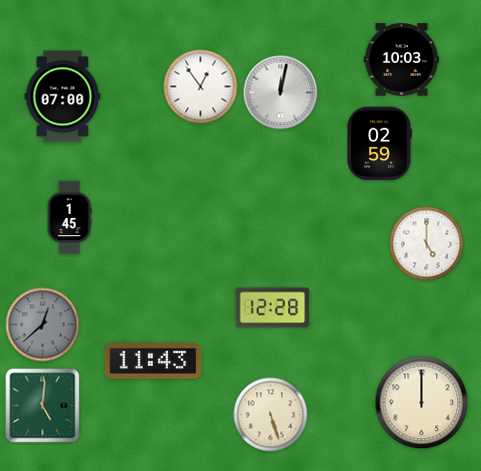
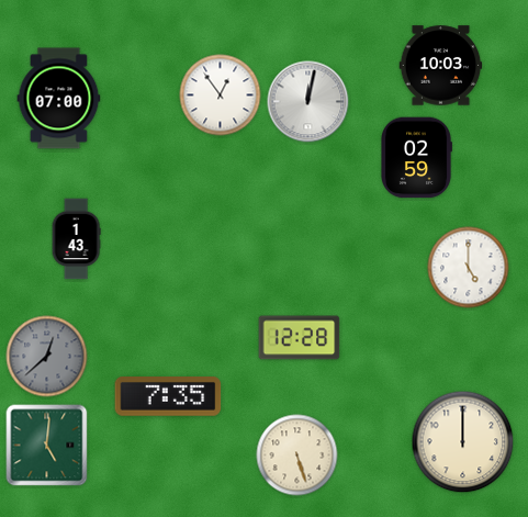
clock at (63, 97) position: (63, 97) -> (59, 99)
clock at (69, 218): 1:45 -> 1:43
clock at (153, 362): 11:43 -> 7:35
